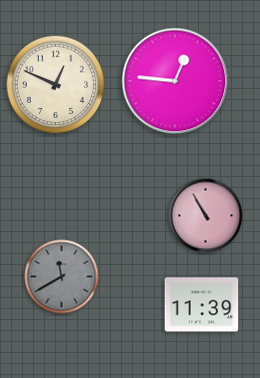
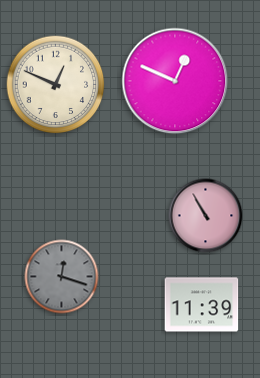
clock at (175, 81): 12:46 -> 12:49
clock at (62, 277): 11:40 -> 12:18
